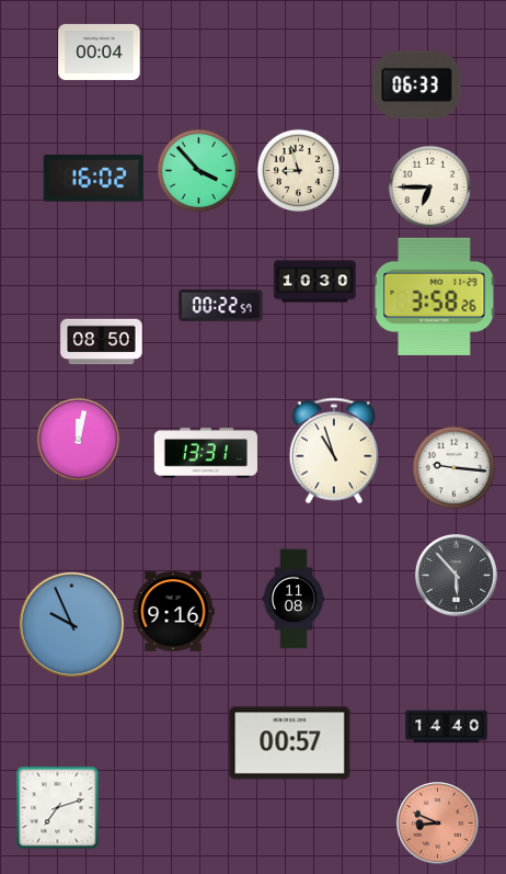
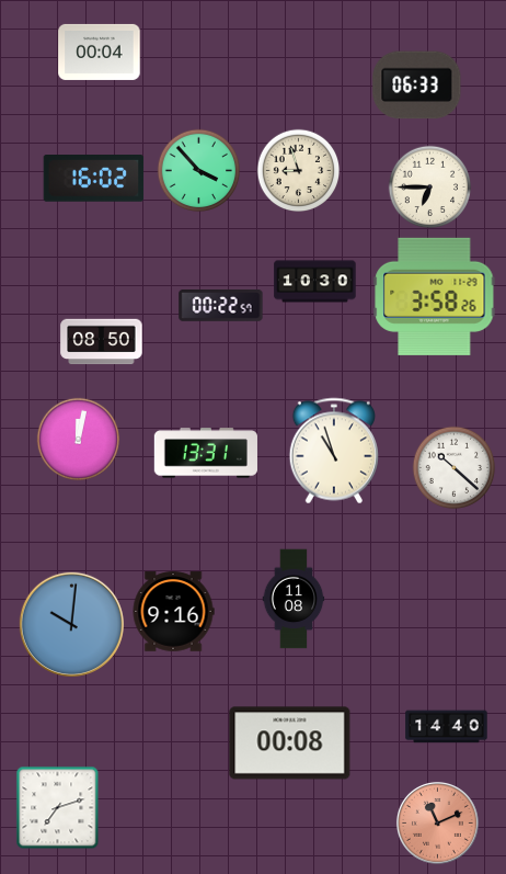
clock at (455, 468): 9:16 -> 10:22
clock at (456, 575): 5:53 -> none
clock at (71, 624): 9:56 -> 10:01
clock at (290, 744): 00:57 -> 00:08
clock at (437, 822): 8:49 -> 11:11
